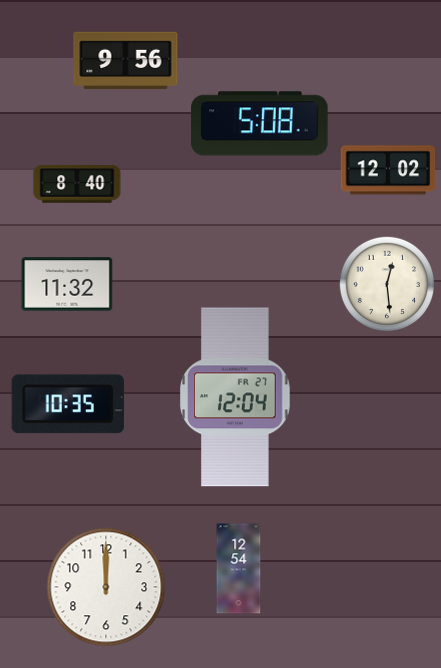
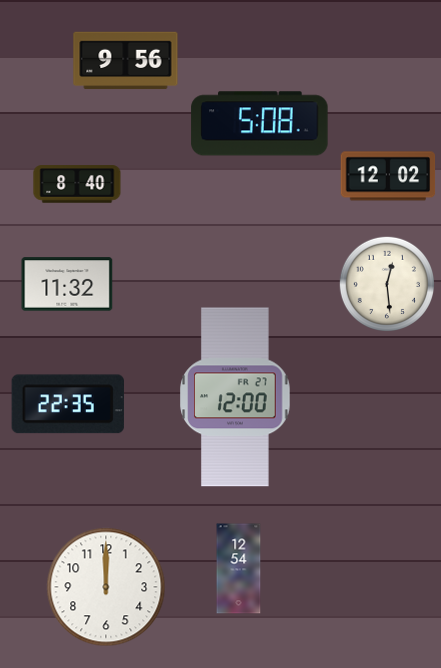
clock at (388, 170) position: (388, 170) -> (388, 176)
clock at (235, 397): 12:04 -> 12:00
clock at (68, 404): 10:35 -> 22:35
